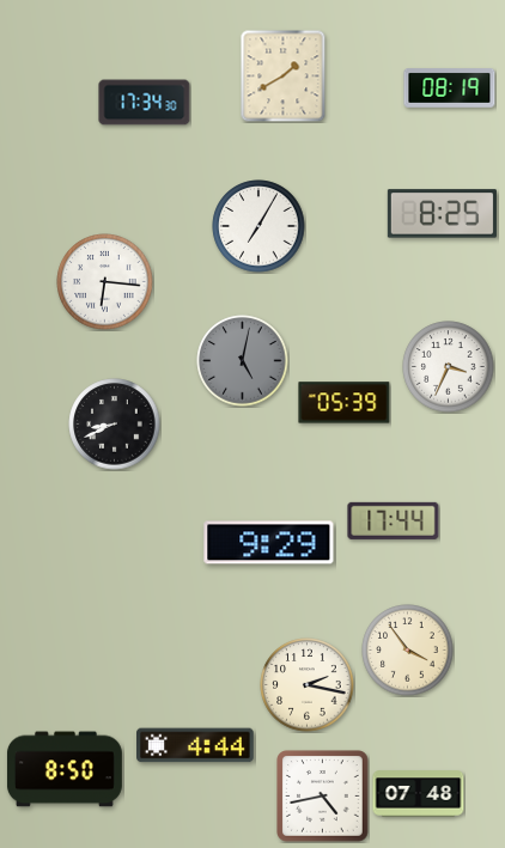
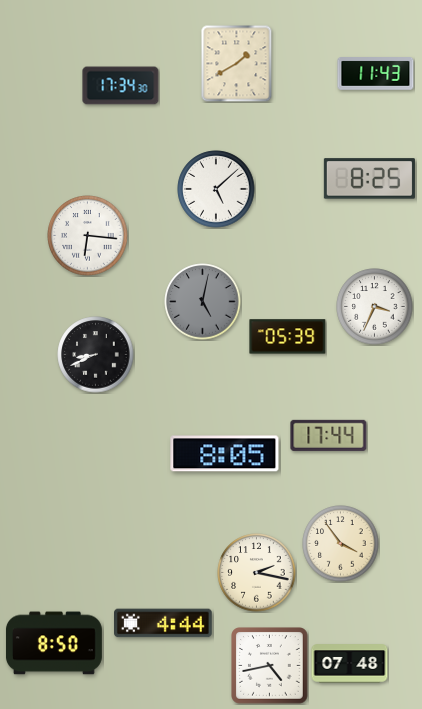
clock at (450, 89): 08:19 -> 11:43
clock at (258, 226): 7:05 -> 5:08
clock at (269, 543): 9:29 -> 8:05
